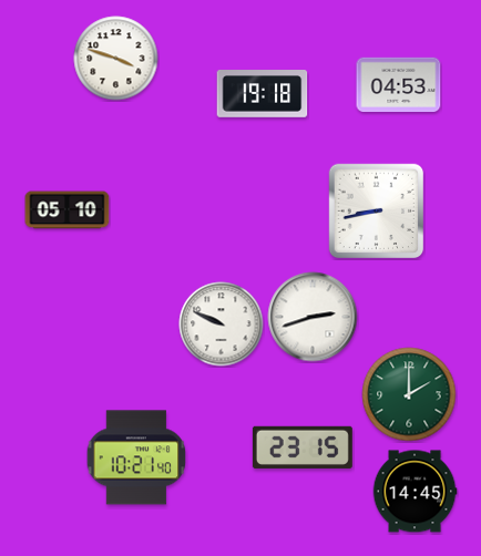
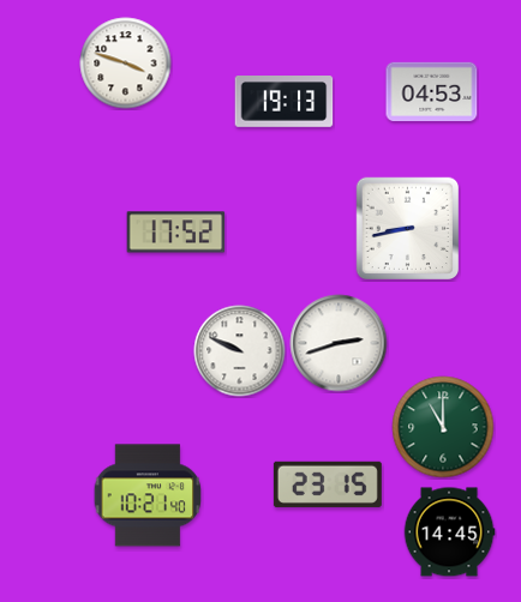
clock at (263, 94): 19:18 -> 19:13
clock at (68, 210): 05:10 -> none
clock at (176, 233): none -> 17:52
clock at (409, 394): 2:00 -> 11:00
